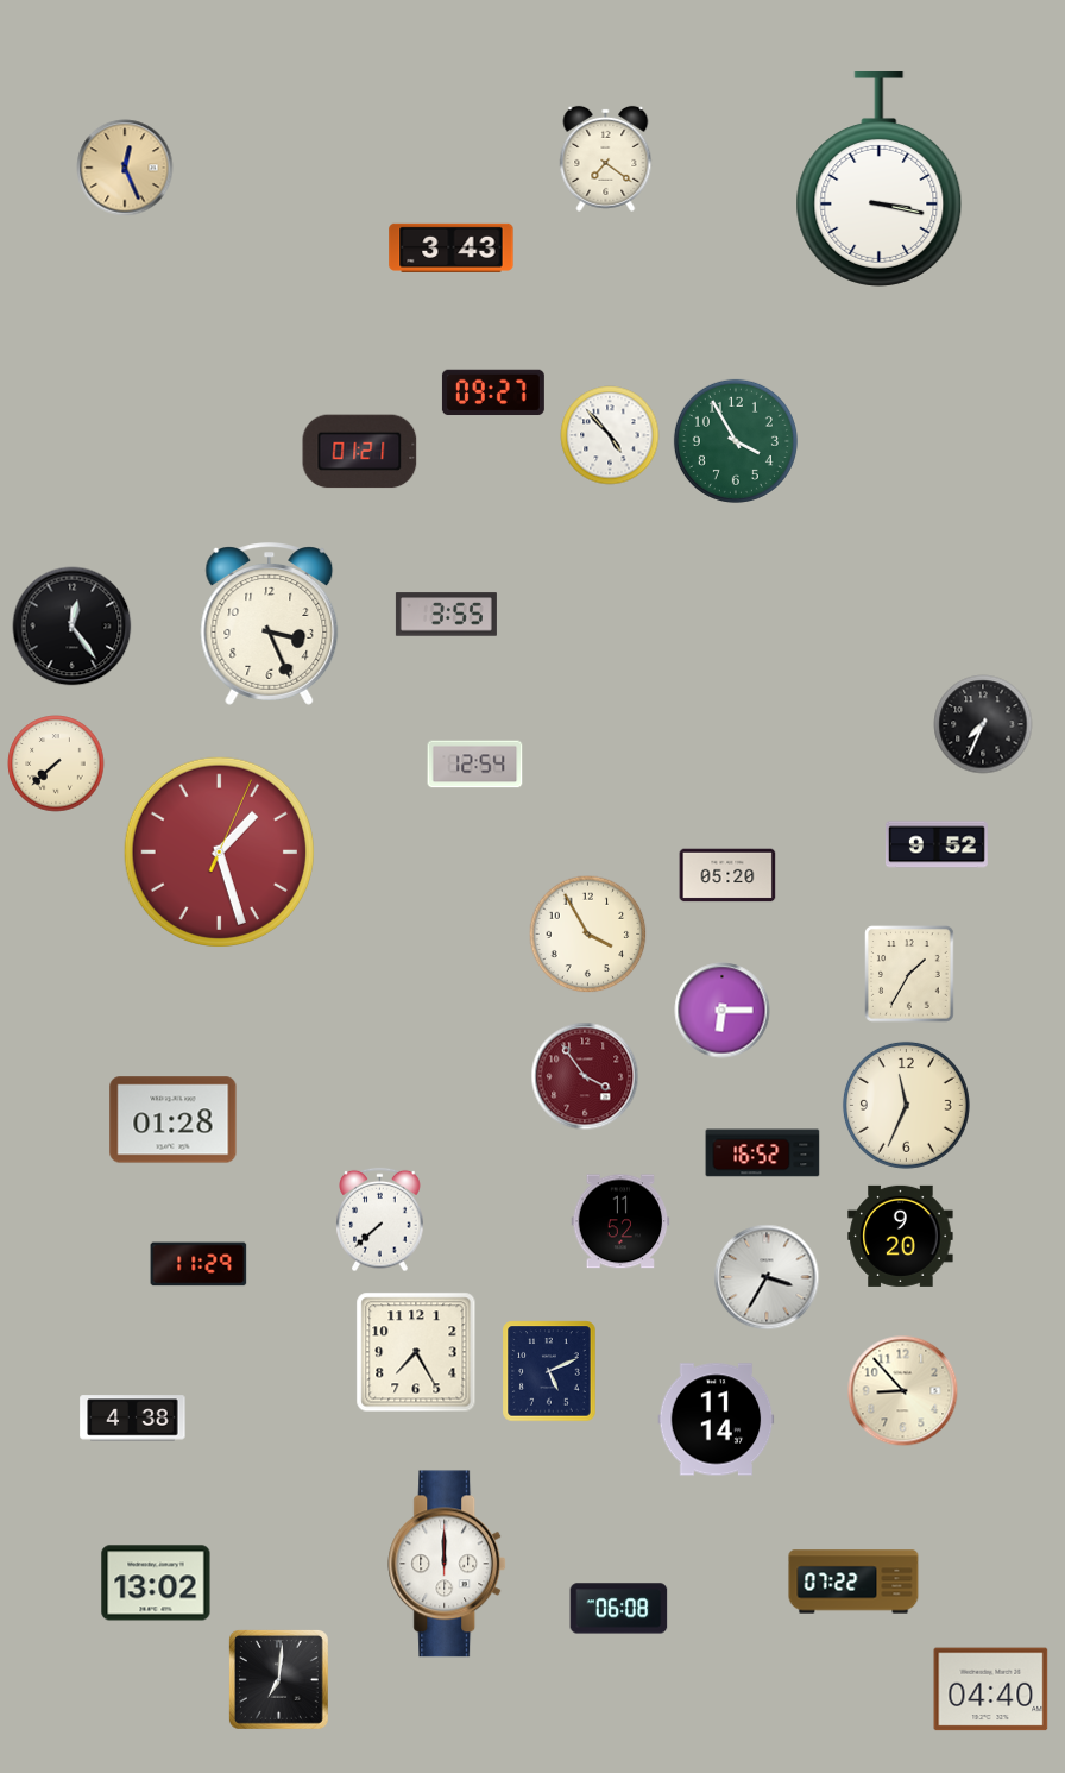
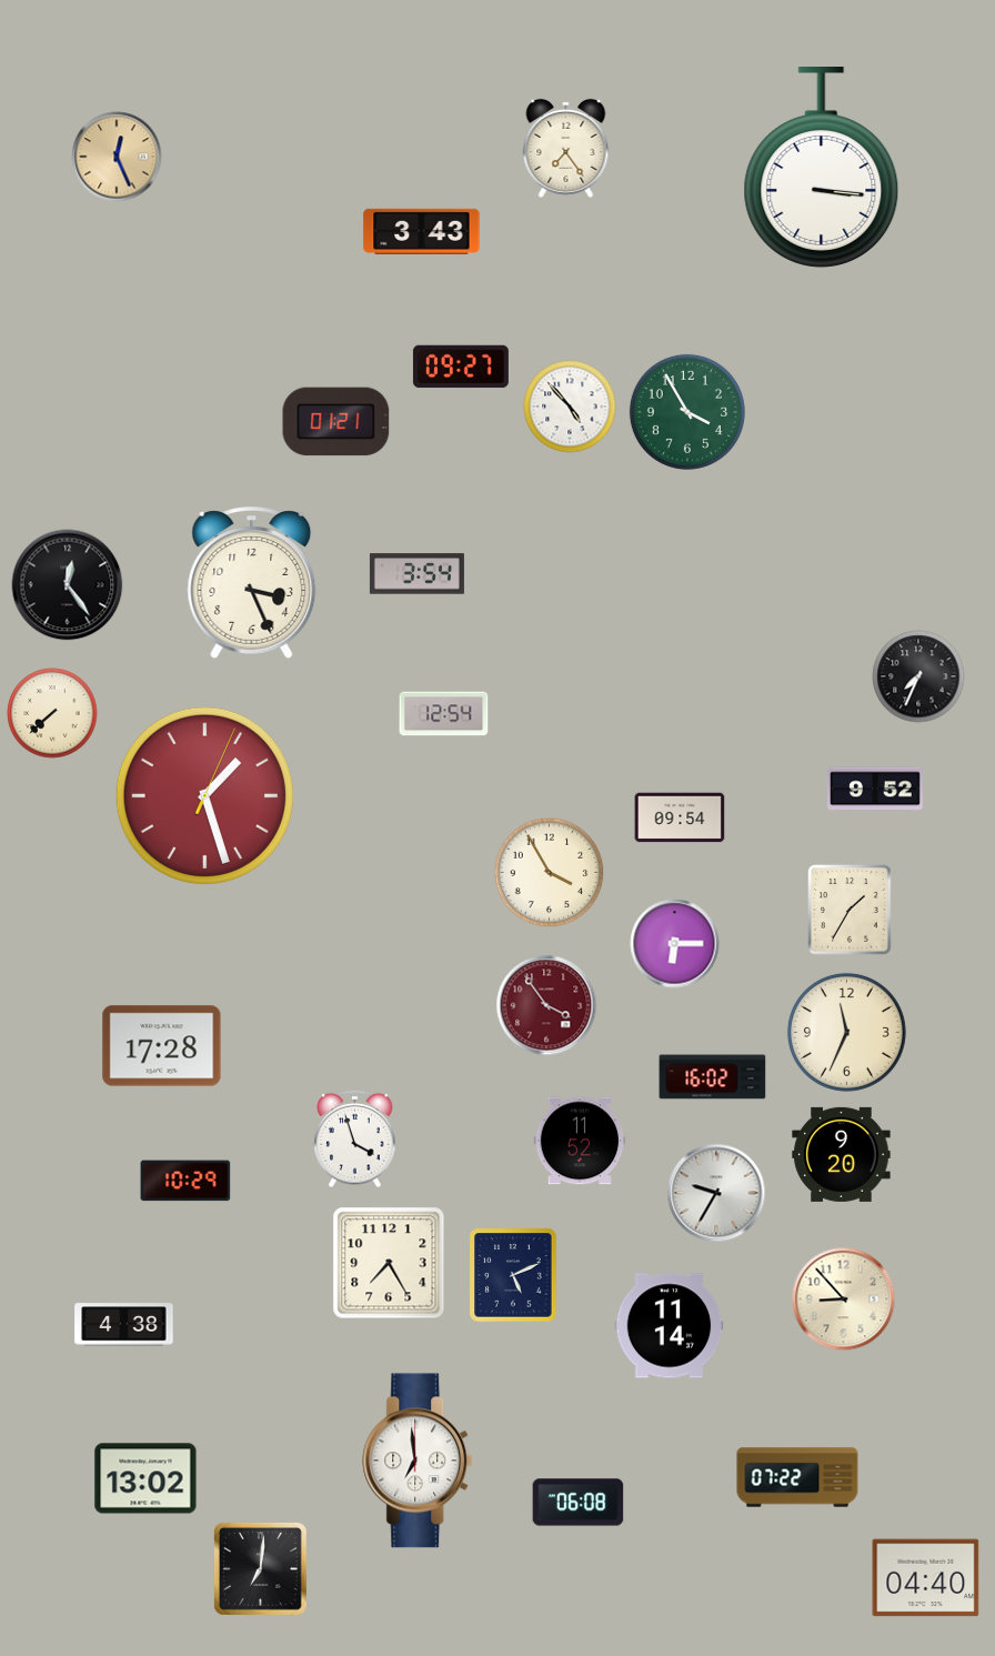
clock at (606, 158): 7:21 -> 7:24
clock at (880, 180): 3:17 -> 3:16
clock at (446, 615): 3:55 -> 3:54
clock at (727, 875): 05:20 -> 09:54
clock at (174, 1120): 01:28 -> 17:28
clock at (763, 1153): 16:52 -> 16:02
clock at (380, 1220): 7:38 -> 3:57
clock at (198, 1264): 11:29 -> 10:29
clock at (767, 1277): 3:35 -> 9:35
clock at (549, 1371) position: (549, 1371) -> (513, 1275)
clock at (448, 1564): 12:00 -> 6:59
